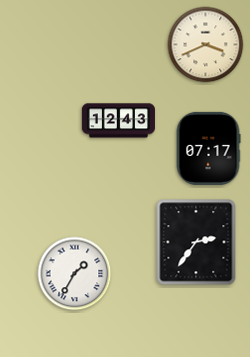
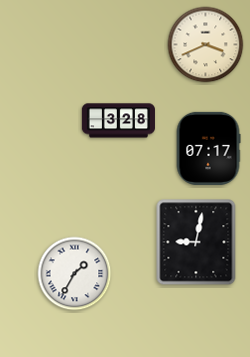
clock at (118, 121): 12:43 -> 3:28
clock at (196, 242): 2:36 -> 9:02
